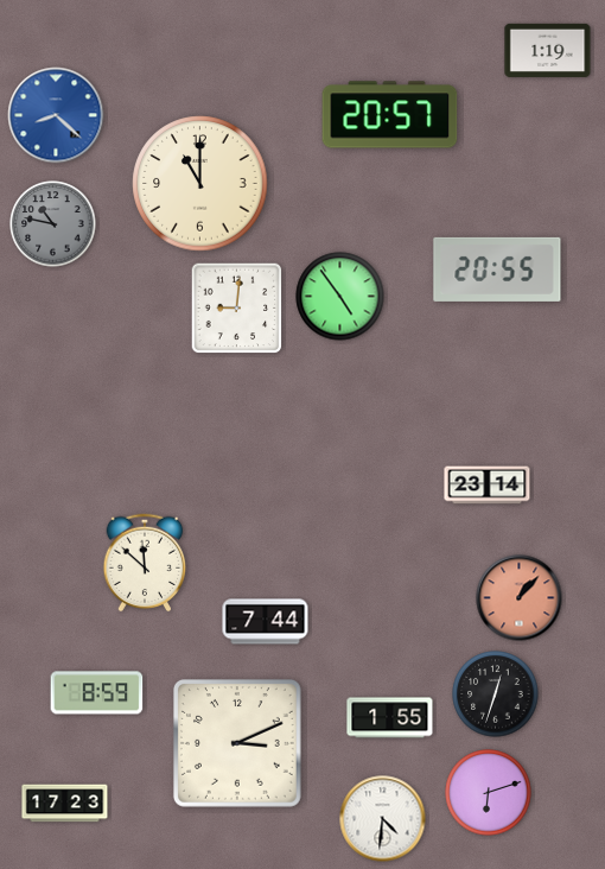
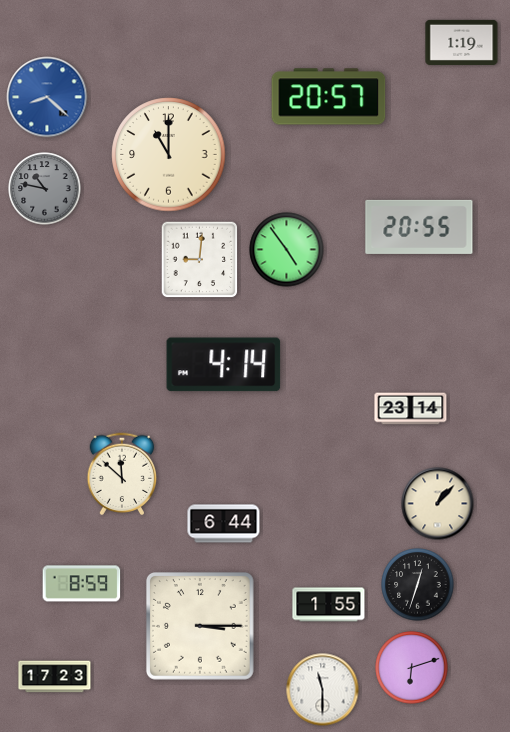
clock at (224, 365): none -> 4:14
clock at (520, 598) dial: salmon -> cream
clock at (266, 622): 7:44 -> 6:44
clock at (237, 743): 3:11 -> 3:15
clock at (383, 819): 4:31 -> 11:30
